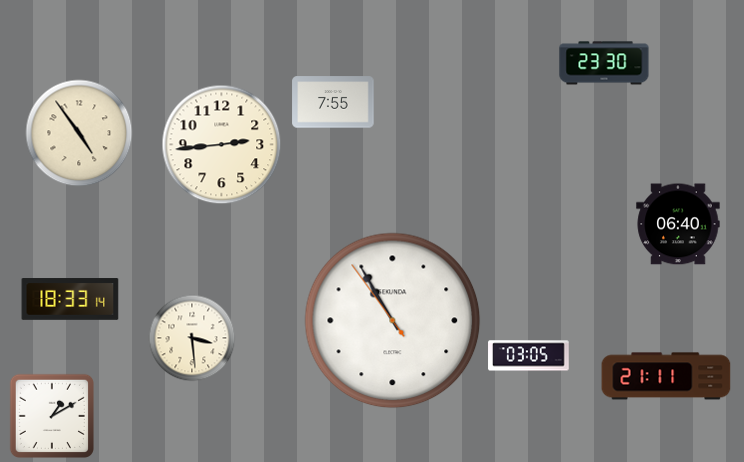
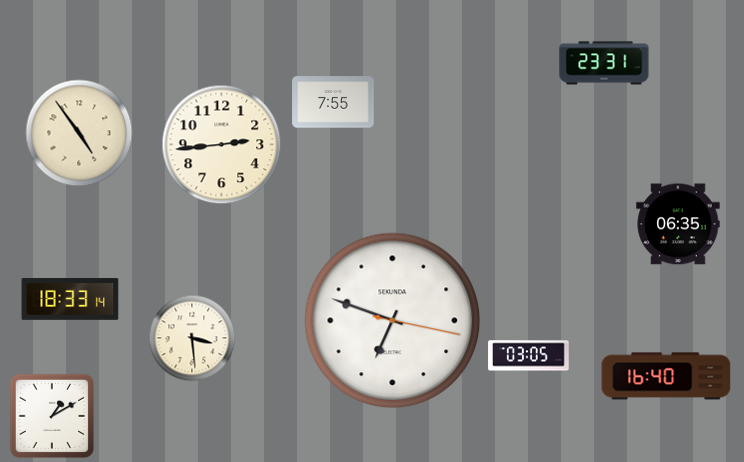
clock at (604, 63): 23:30 -> 23:31
clock at (678, 224): 06:40 -> 06:35
clock at (393, 321): 10:54 -> 6:48
clock at (666, 376): 21:11 -> 16:40
